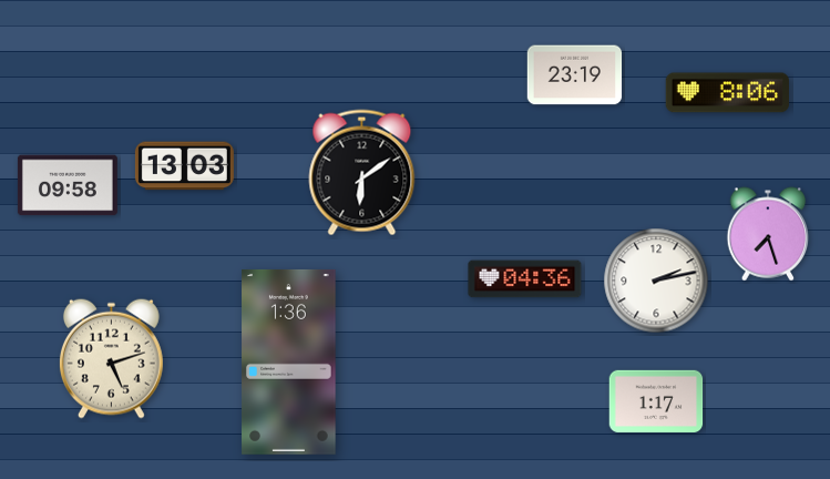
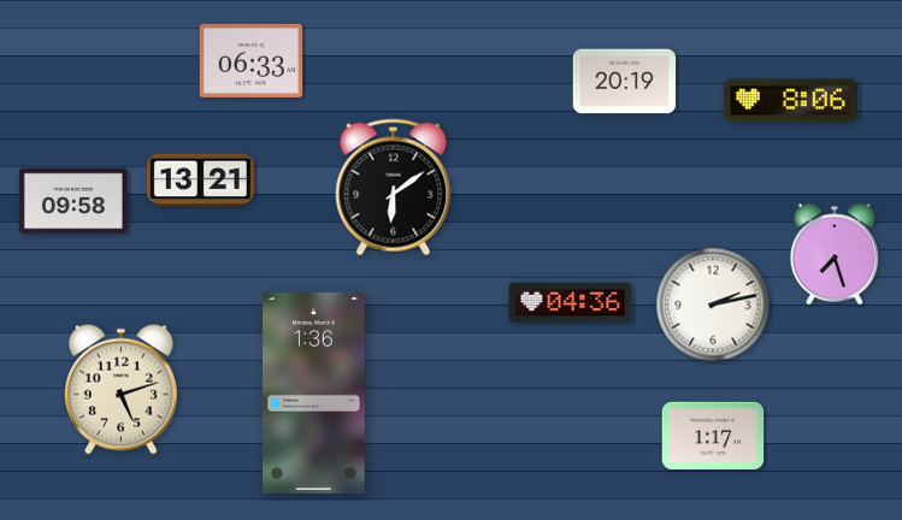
clock at (252, 60): none -> 06:33
clock at (575, 75): 23:19 -> 20:19
clock at (184, 166): 13:03 -> 13:21
